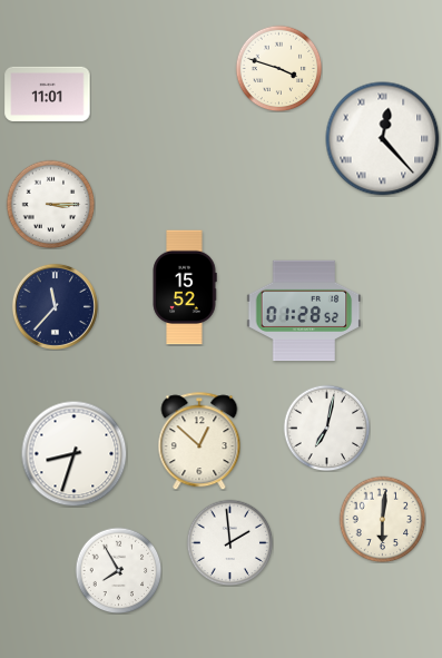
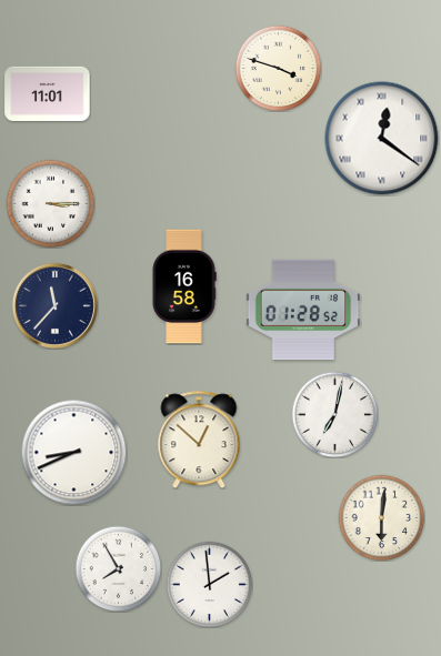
clock at (383, 139): 12:23 -> 12:21
clock at (185, 287): 15:52 -> 16:58
clock at (326, 428) position: (326, 428) -> (334, 414)
clock at (73, 453): 8:33 -> 8:41
clock at (229, 542) position: (229, 542) -> (209, 584)
